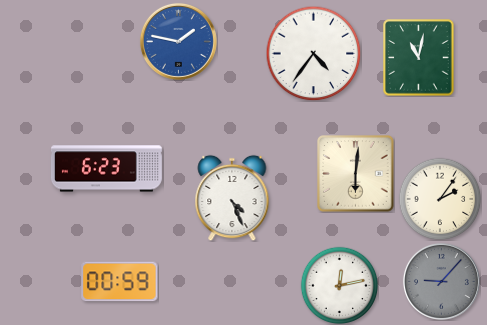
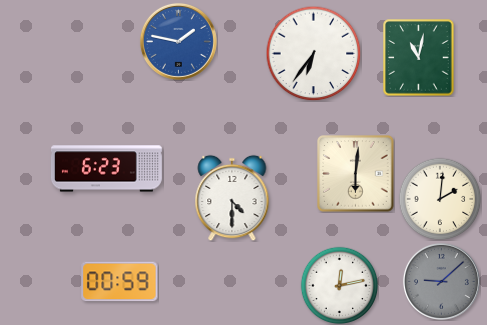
clock at (313, 53): 4:36 -> 6:36
clock at (232, 198): 4:26 -> 4:30
clock at (440, 199): 2:06 -> 2:01
clock at (441, 281): 9:07 -> 9:08
